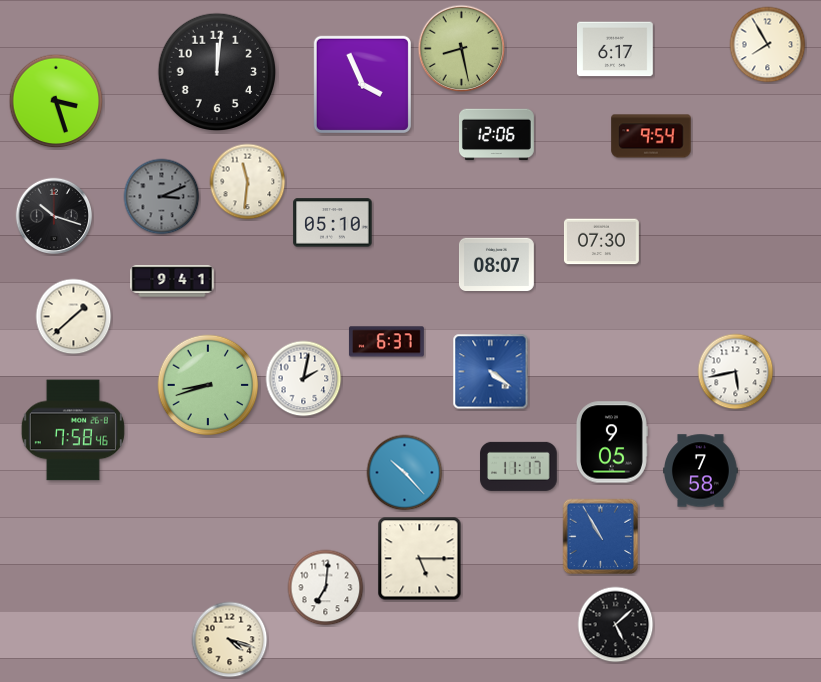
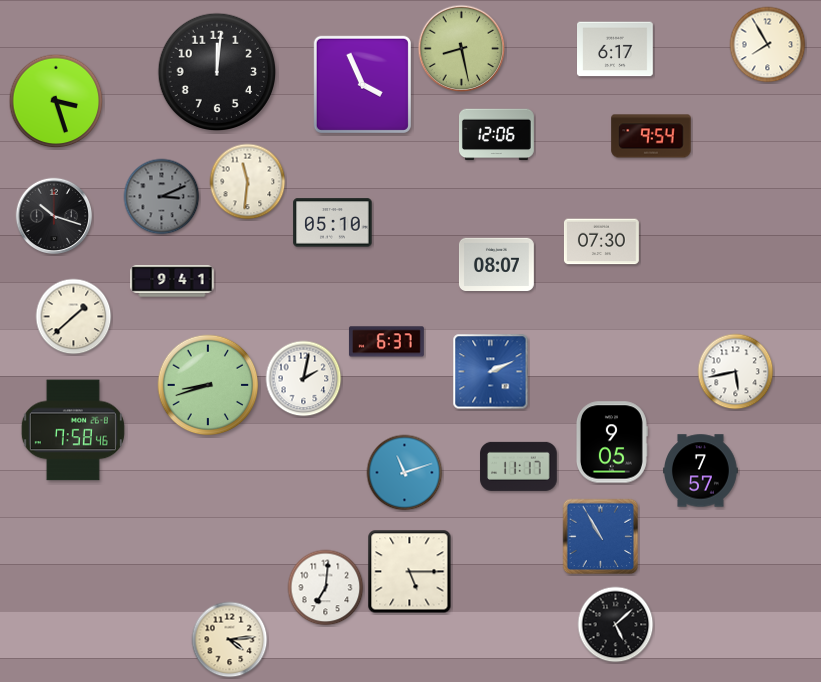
clock at (491, 372): 4:21 -> 2:11
clock at (701, 471): 7:58 -> 7:57
clock at (405, 473): 10:23 -> 11:12
clock at (420, 559) position: (420, 559) -> (410, 572)
clock at (230, 640): 4:18 -> 4:14
